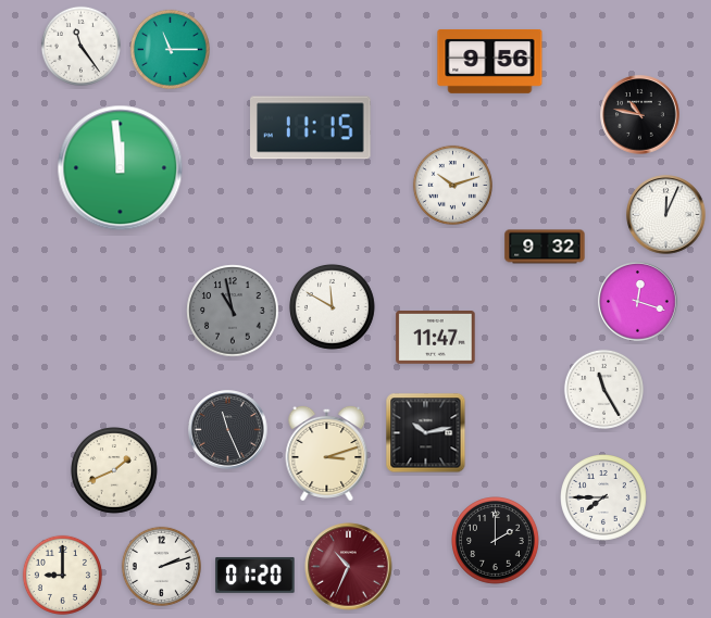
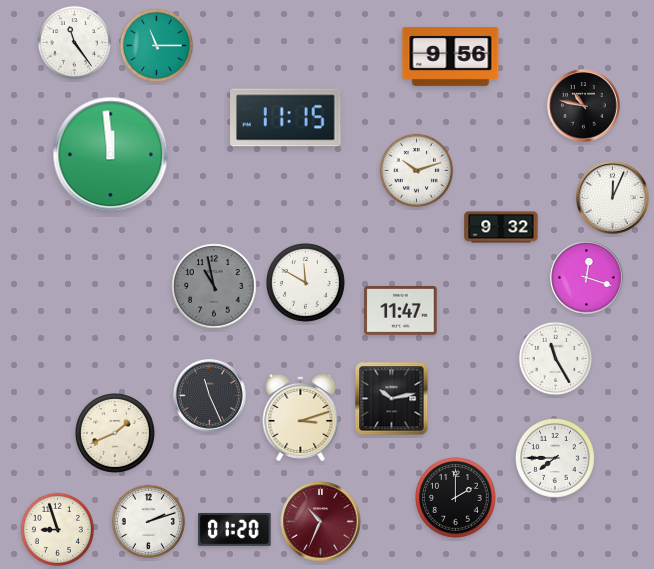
clock at (640, 115) position: (640, 115) -> (584, 106)
clock at (115, 471) position: (115, 471) -> (116, 434)
clock at (62, 575): 9:00 -> 8:57
